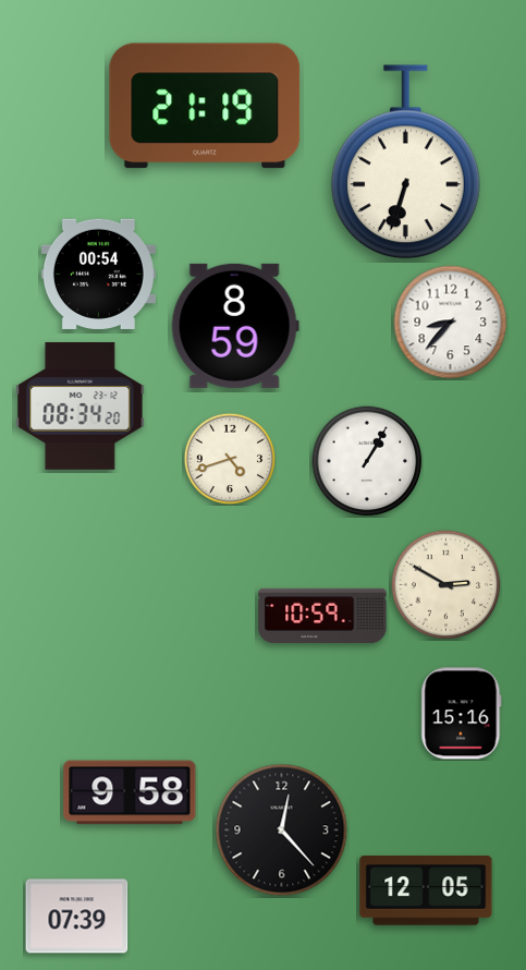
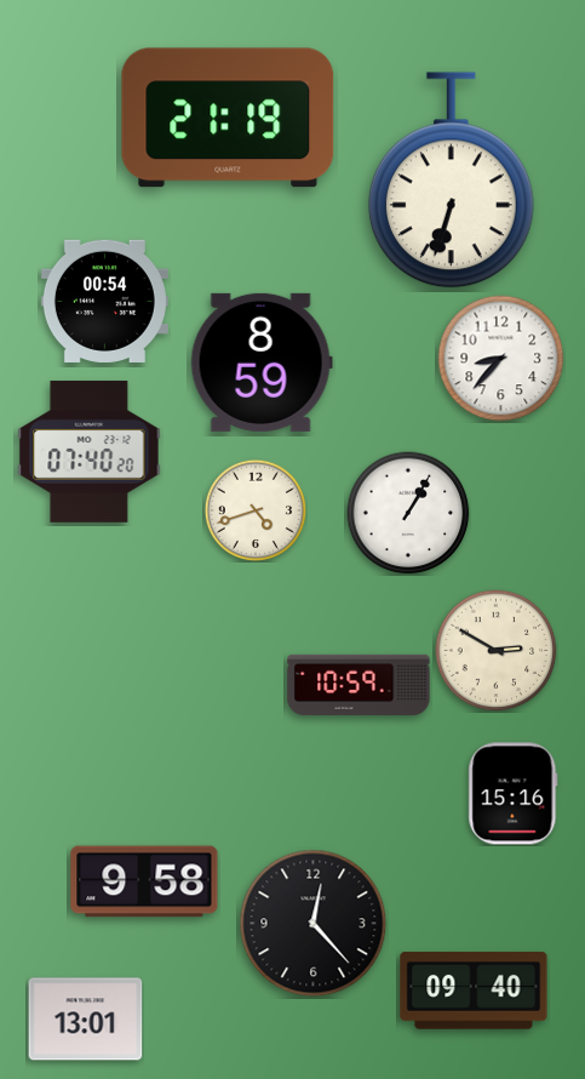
clock at (98, 274) position: (98, 274) -> (104, 301)
clock at (81, 405): 08:34 -> 07:40
clock at (426, 890): 12:05 -> 09:40
clock at (77, 917): 07:39 -> 13:01
